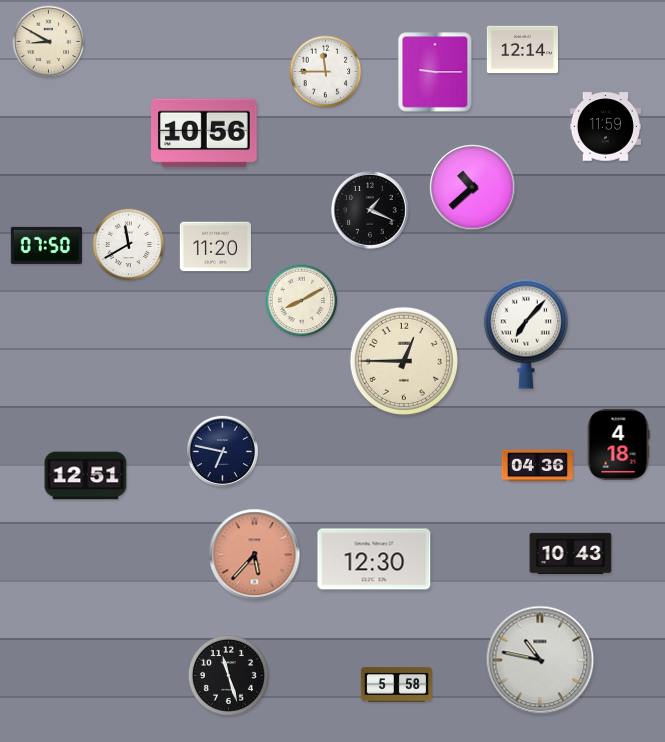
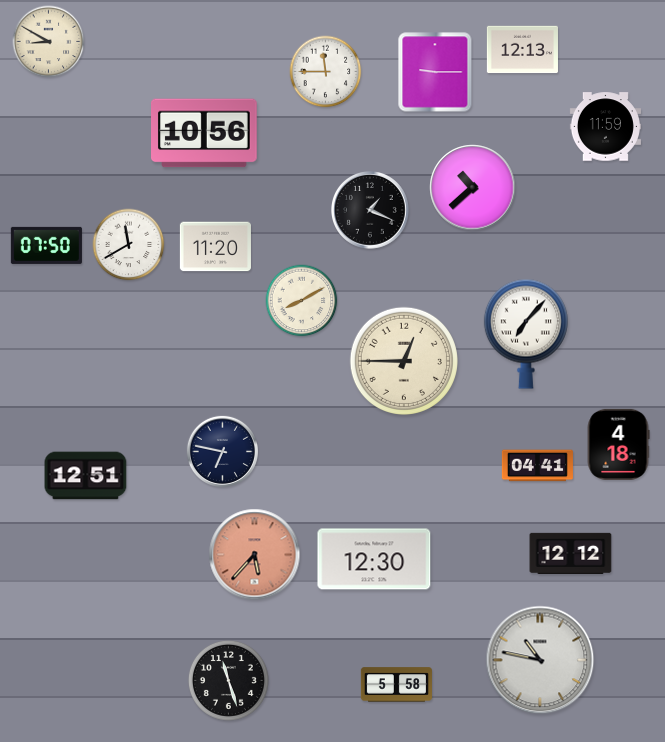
clock at (522, 50): 12:14 -> 12:13
clock at (537, 466): 04:36 -> 04:41
clock at (571, 553): 10:43 -> 12:12
clock at (228, 675) position: (228, 675) -> (228, 680)
